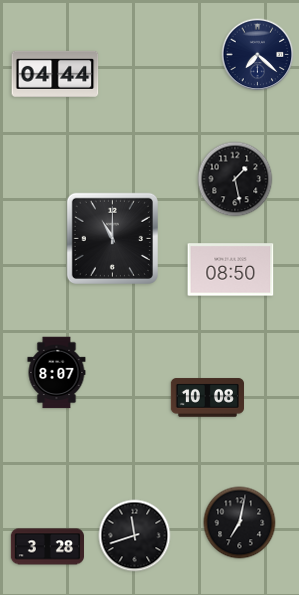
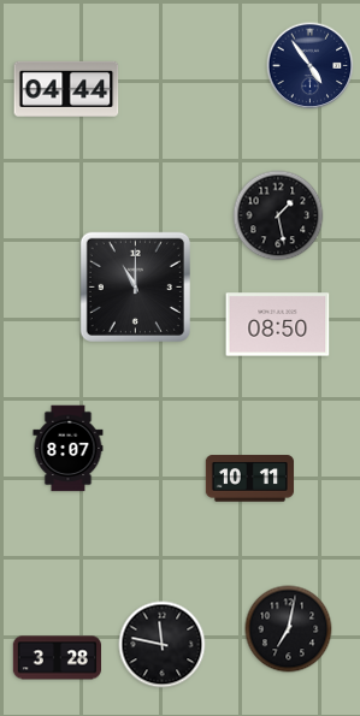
clock at (258, 55): 7:22 -> 4:54
clock at (235, 179) position: (235, 179) -> (278, 215)
clock at (207, 398): 10:08 -> 10:11
clock at (135, 536): 11:42 -> 11:47
